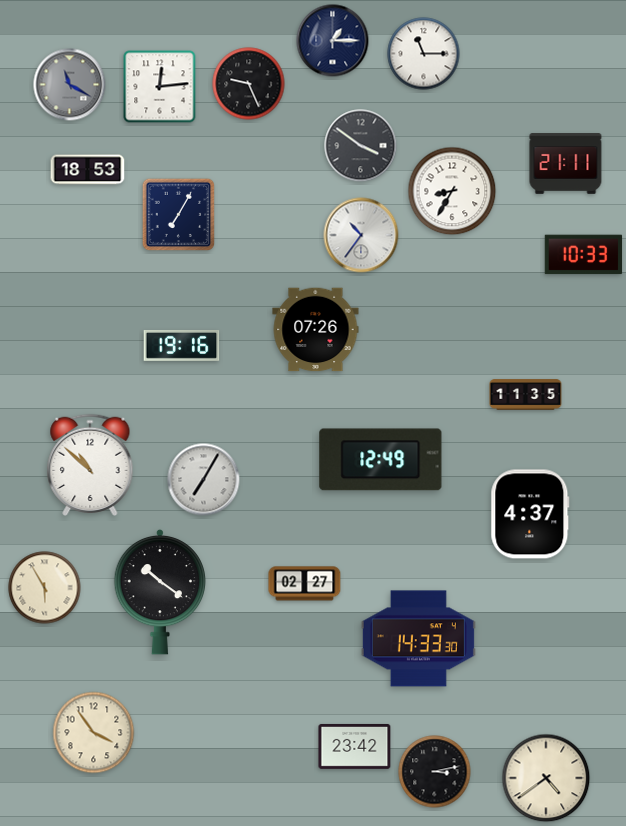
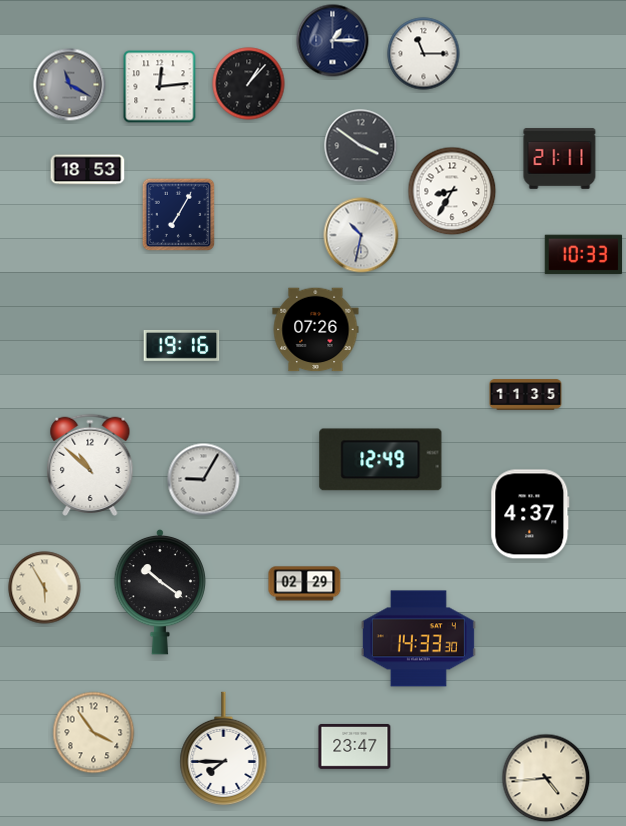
clock at (249, 84): 9:26 -> 1:07
clock at (566, 164) position: (566, 164) -> (560, 159)
clock at (361, 235): 10:36 -> 10:32
clock at (204, 480): 7:05 -> 9:05
clock at (305, 584): 02:27 -> 02:29
clock at (355, 747): 23:42 -> 23:47
clock at (224, 749): none -> 7:45
clock at (435, 772): 3:13 -> none
clock at (546, 778): 4:39 -> 4:44
